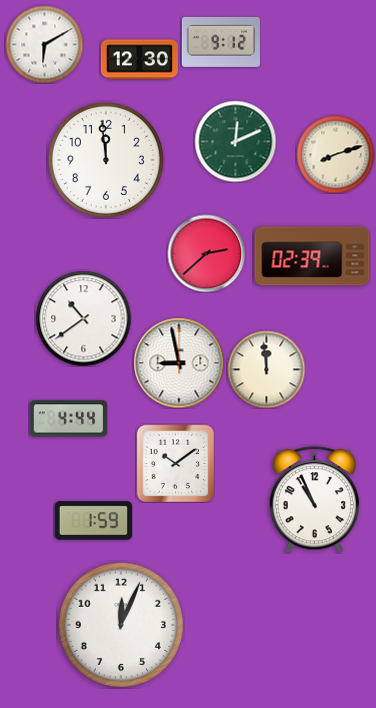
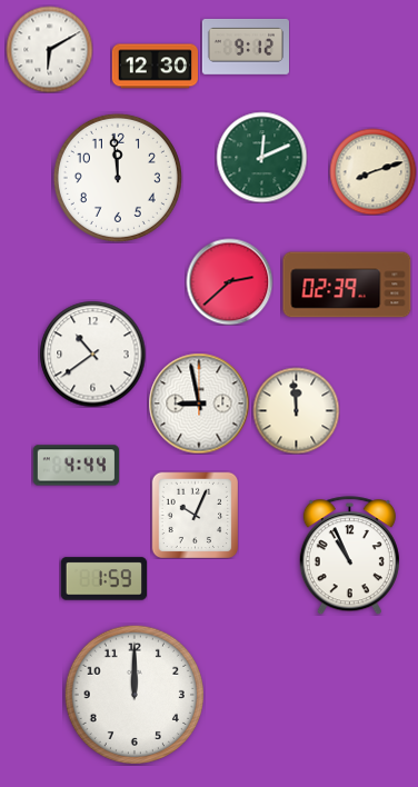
clock at (175, 463): 10:09 -> 10:04
clock at (120, 624): 12:04 -> 12:00
